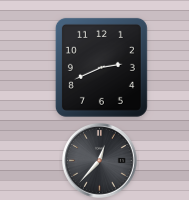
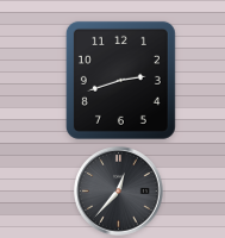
clock at (101, 67): 2:41 -> 2:42
